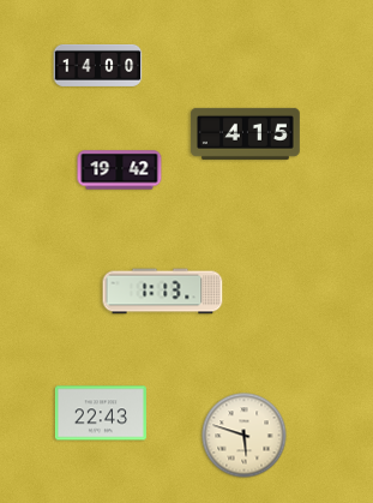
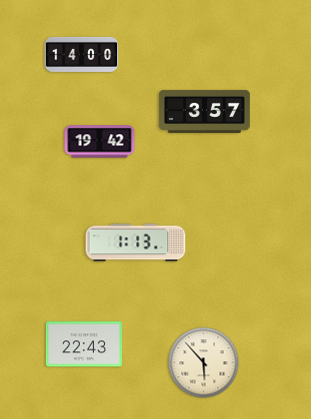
clock at (245, 133): 4:15 -> 3:57
clock at (245, 436): 5:48 -> 5:53
